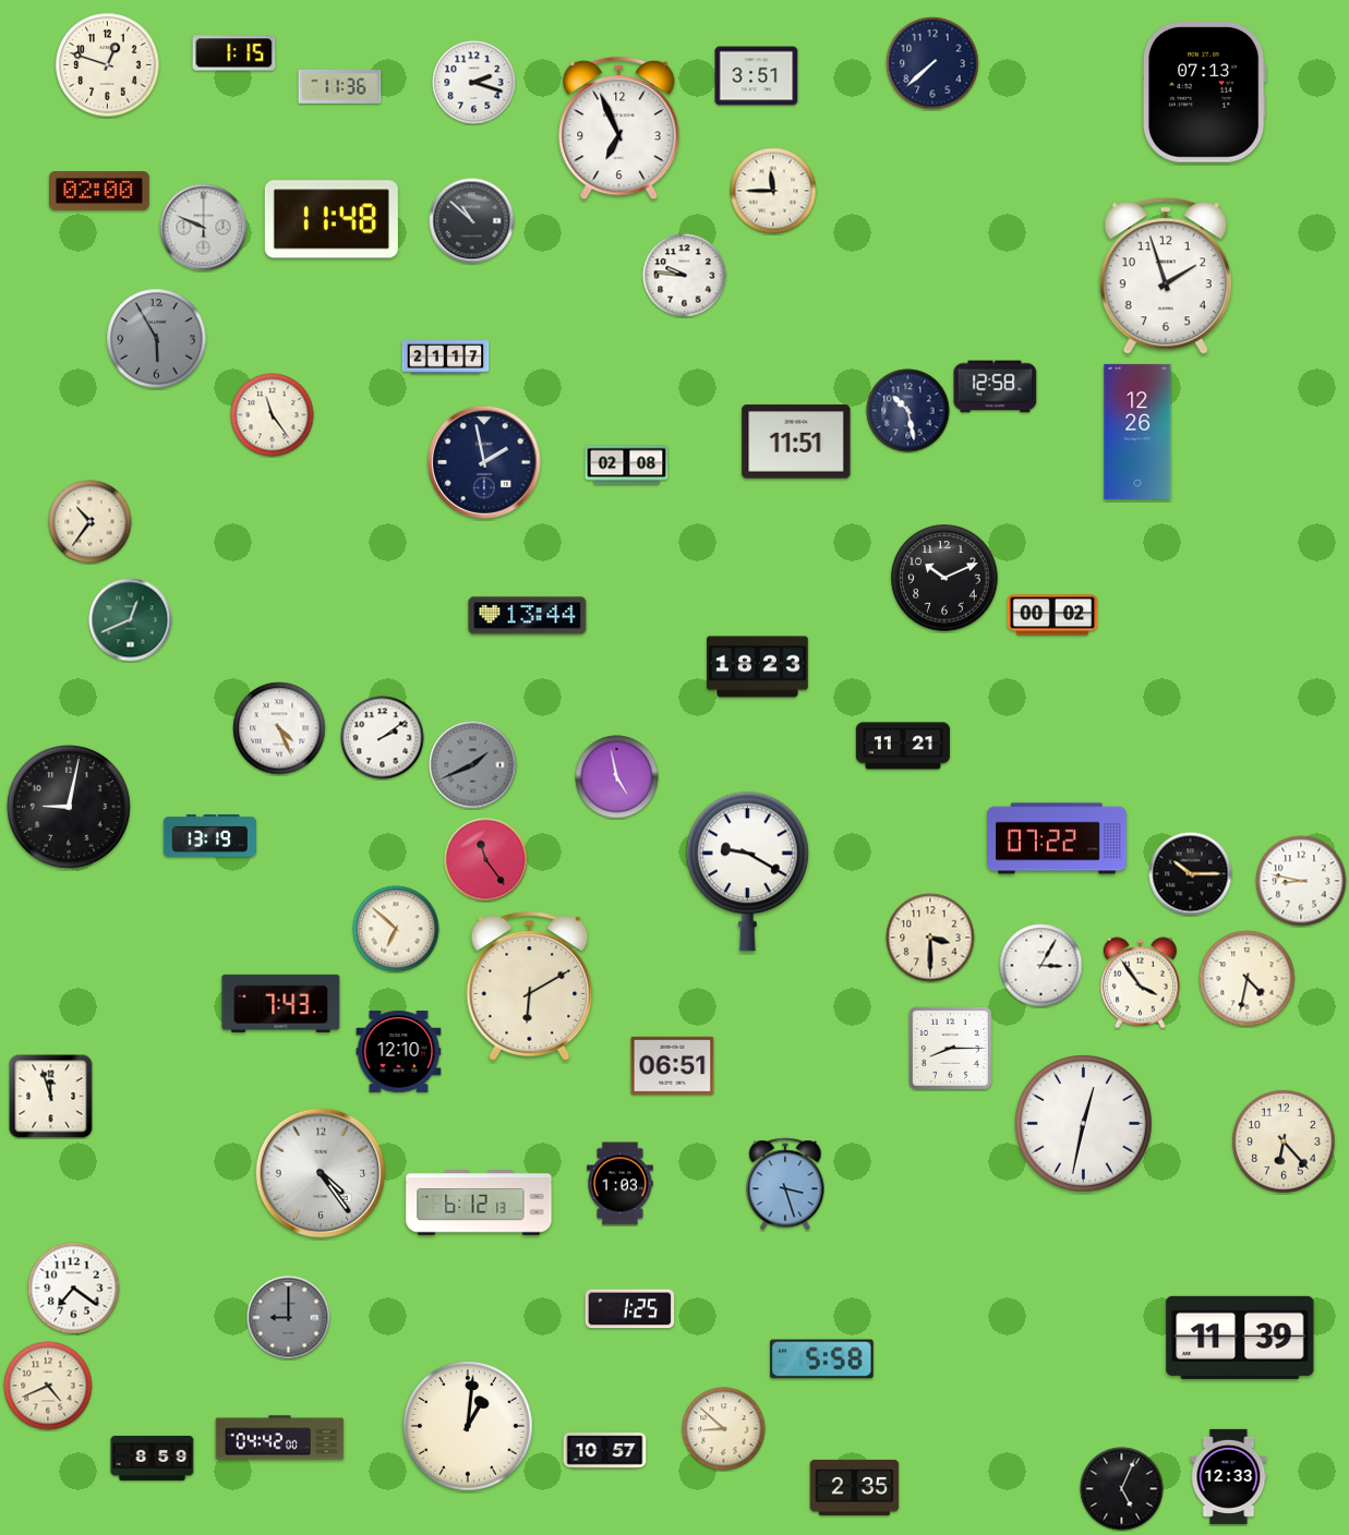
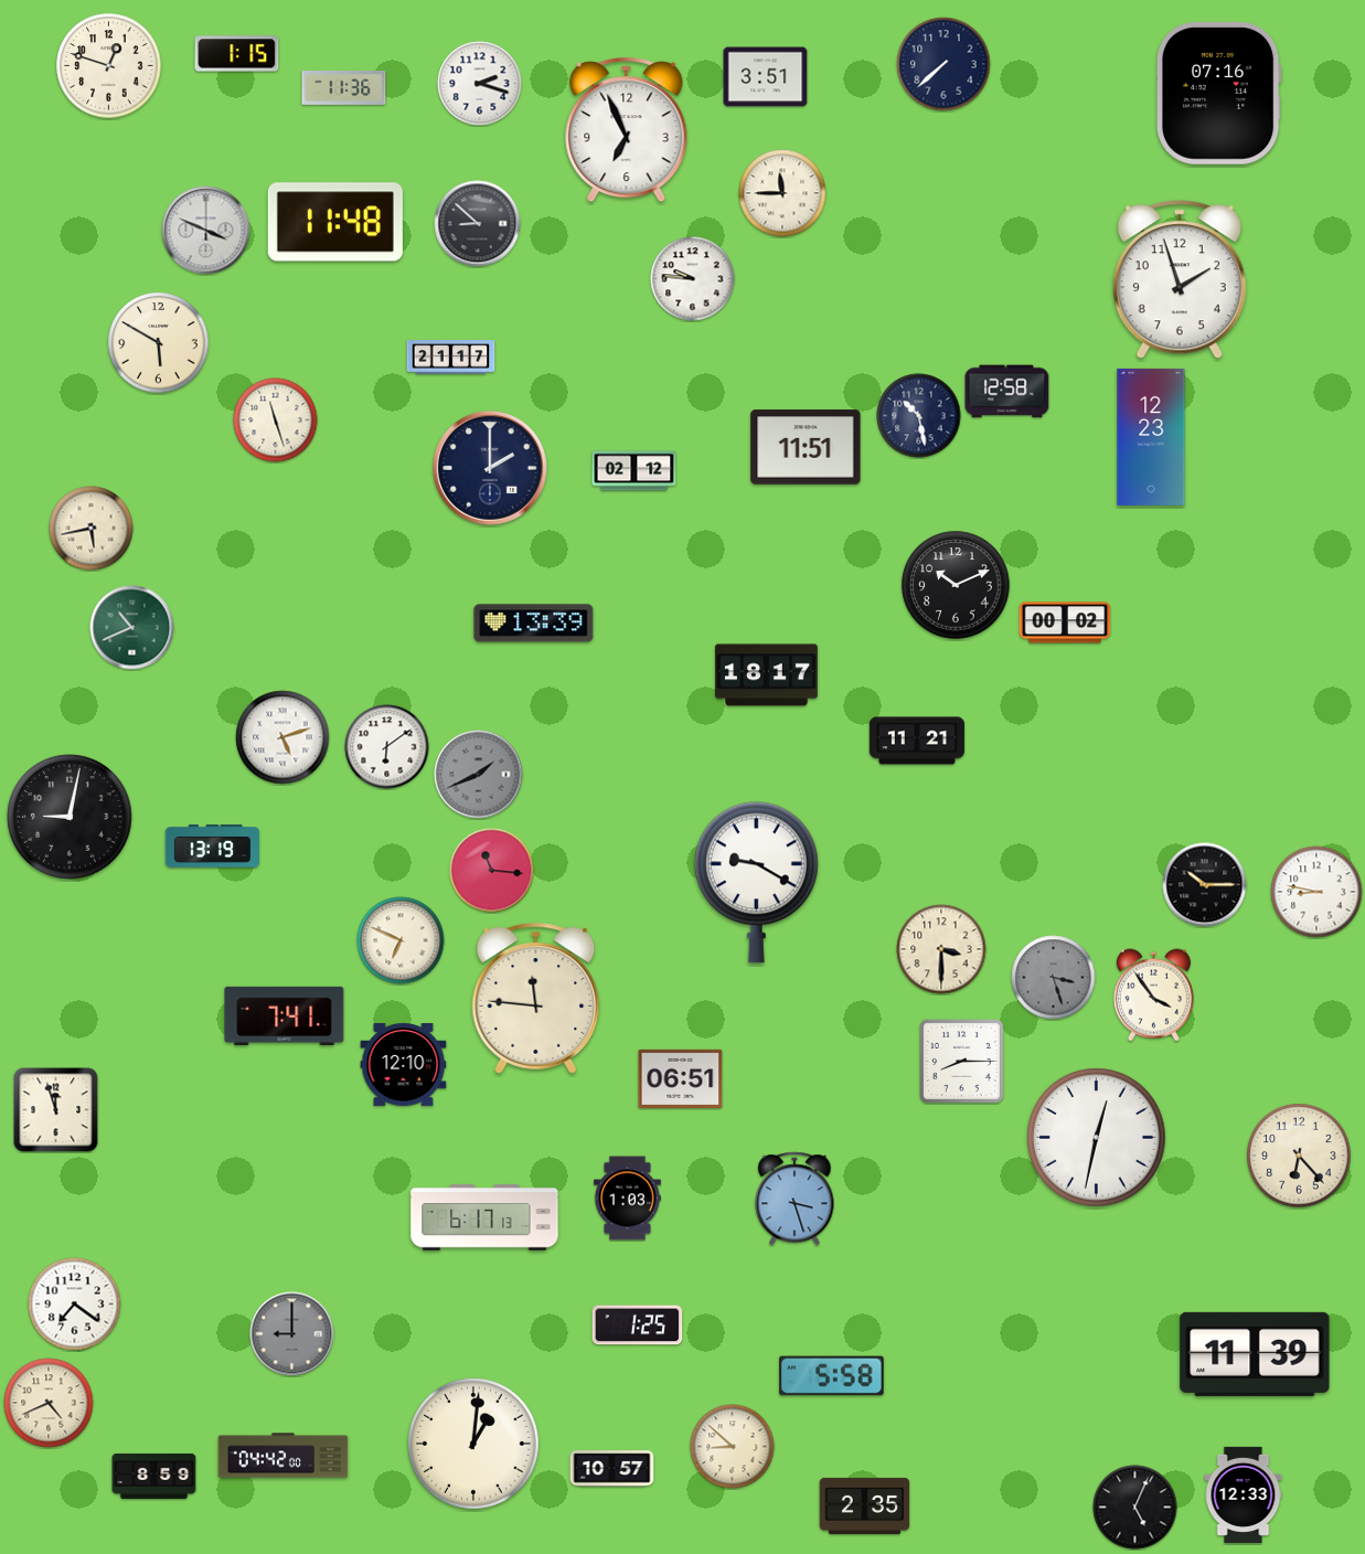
clock at (1204, 93): 07:13 -> 07:16
clock at (100, 192): 02:00 -> none
clock at (472, 221): 10:52 -> 8:52
clock at (204, 228): 9:49 -> 3:49
clock at (157, 339): 5:55 -> 5:50
clock at (157, 339) dial: grey -> cream
clock at (446, 358) position: (446, 358) -> (451, 358)
clock at (273, 415): 11:24 -> 11:27
clock at (1137, 432): 12:26 -> 12:23
clock at (484, 462): 1:58 -> 2:00
clock at (627, 466): 02:08 -> 02:12
clock at (91, 522): 10:36 -> 5:43
clock at (528, 616): 13:44 -> 13:39
clock at (131, 620): 12:41 -> 10:41
clock at (758, 667): 18:23 -> 18:17
clock at (279, 728): 4:26 -> 5:12
clock at (383, 738): 2:09 -> 6:09
clock at (903, 746) position: (903, 746) -> (917, 741)
clock at (617, 777): 4:58 -> none
clock at (1058, 838): 07:22 -> none
clock at (486, 860): 11:24 -> 11:16
clock at (396, 929): 6:52 -> 6:49
clock at (1041, 966): 3:05 -> 3:27
clock at (1041, 966) dial: white -> grey
clock at (1248, 979): 4:32 -> none
clock at (530, 987): 6:10 -> 11:46
clock at (281, 1003): 7:43 -> 7:41
clock at (51, 1097) position: (51, 1097) -> (56, 1110)
clock at (321, 1173): 4:24 -> none
clock at (479, 1202): 6:12 -> 6:17
